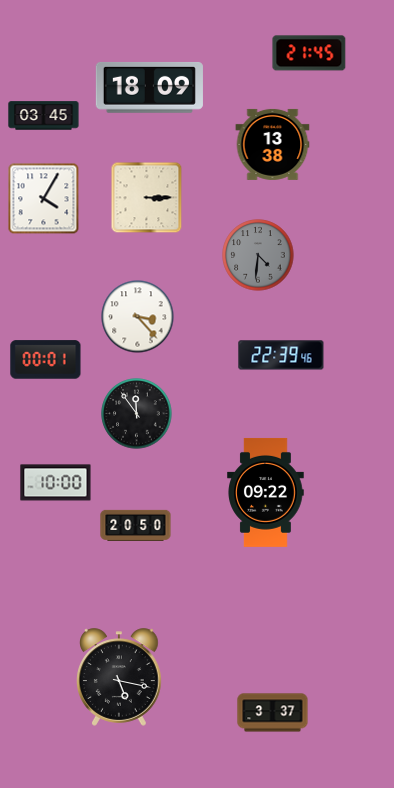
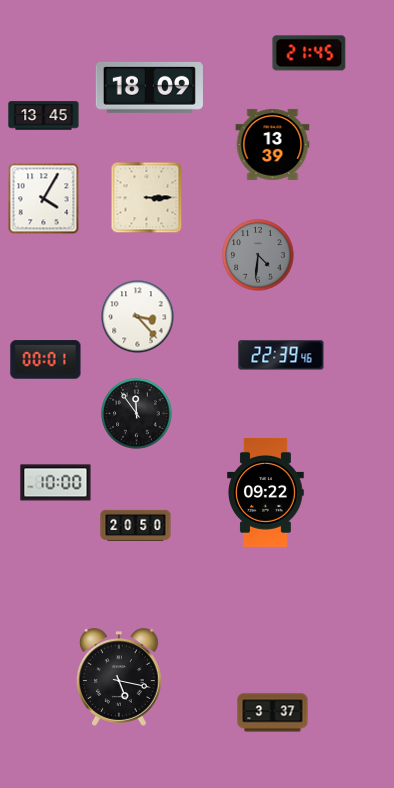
clock at (44, 116): 03:45 -> 13:45
clock at (273, 144): 13:38 -> 13:39
